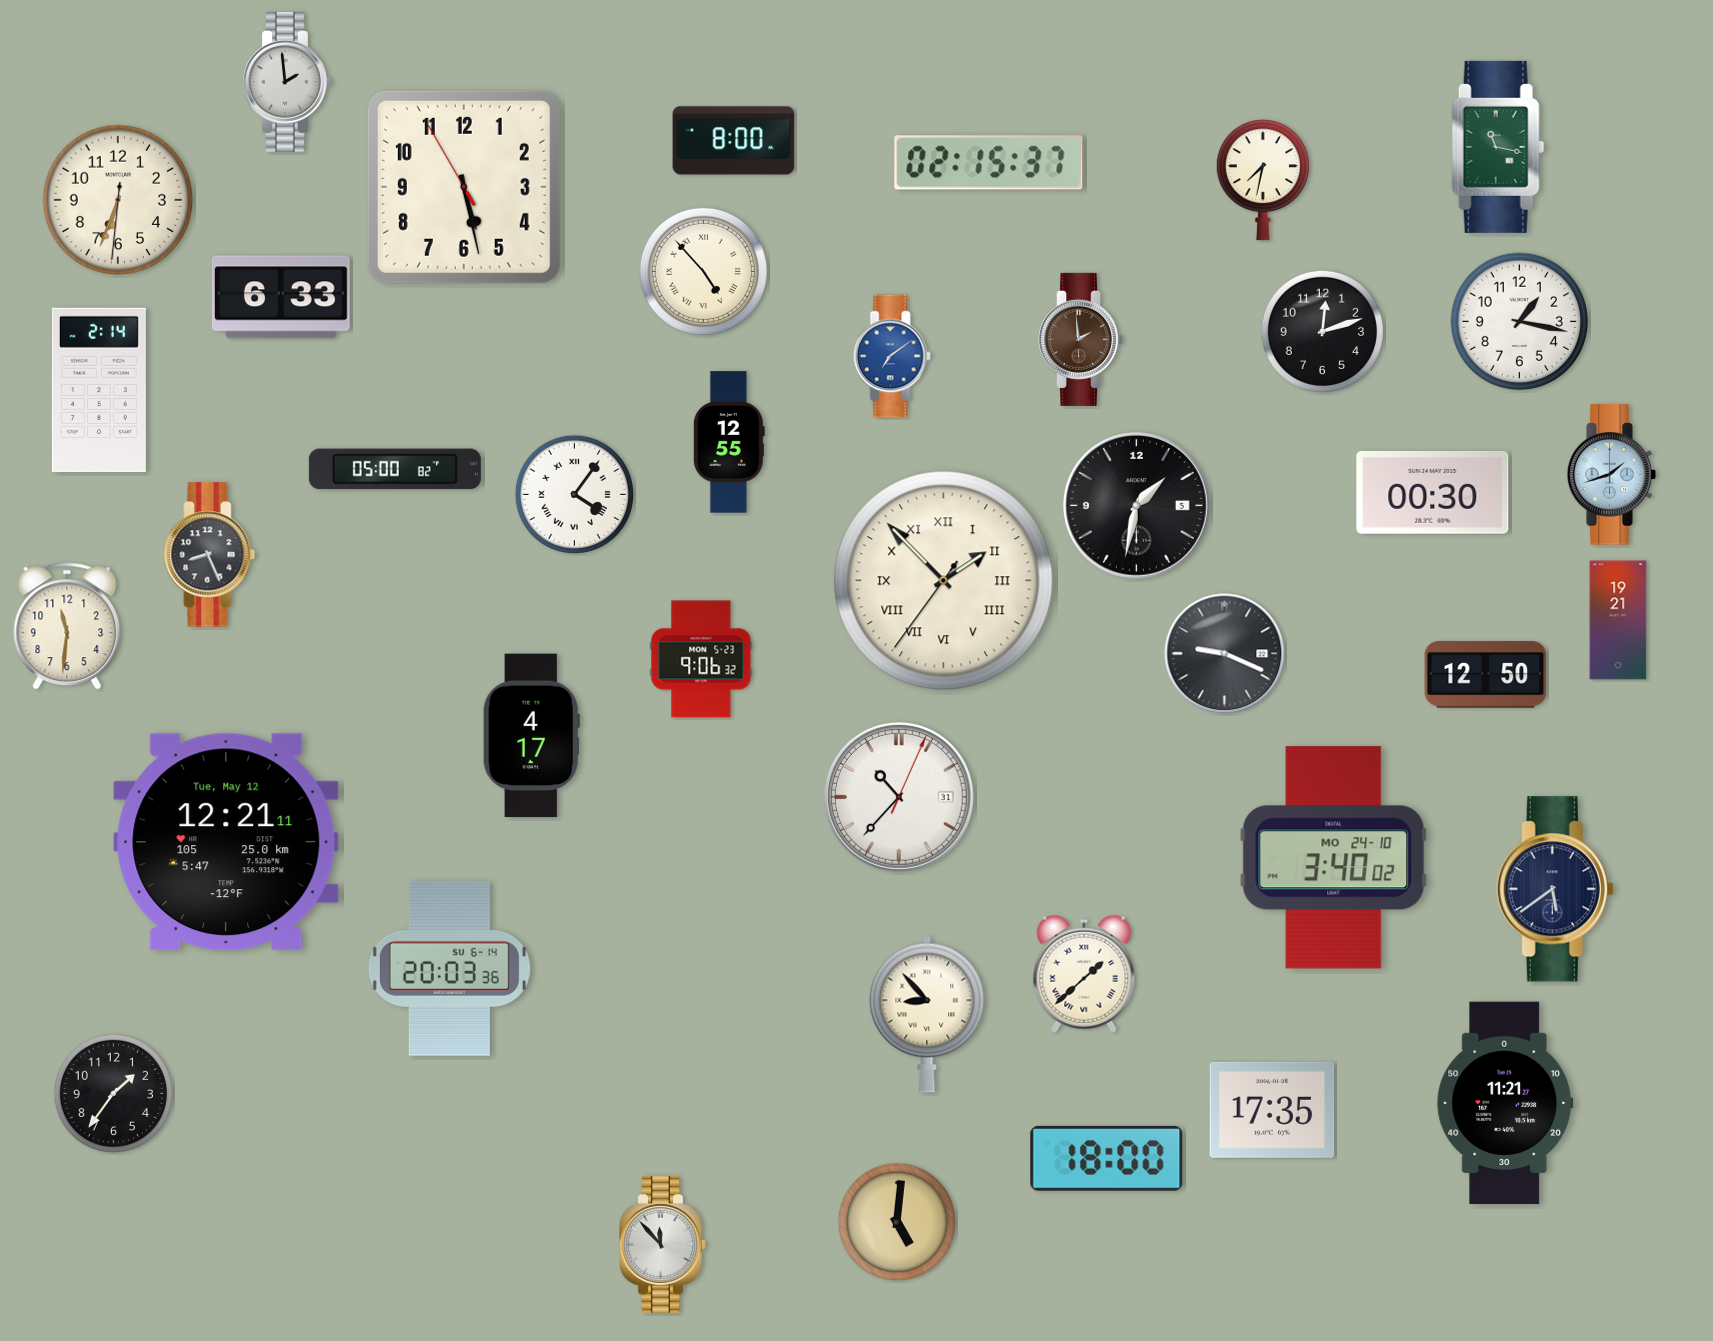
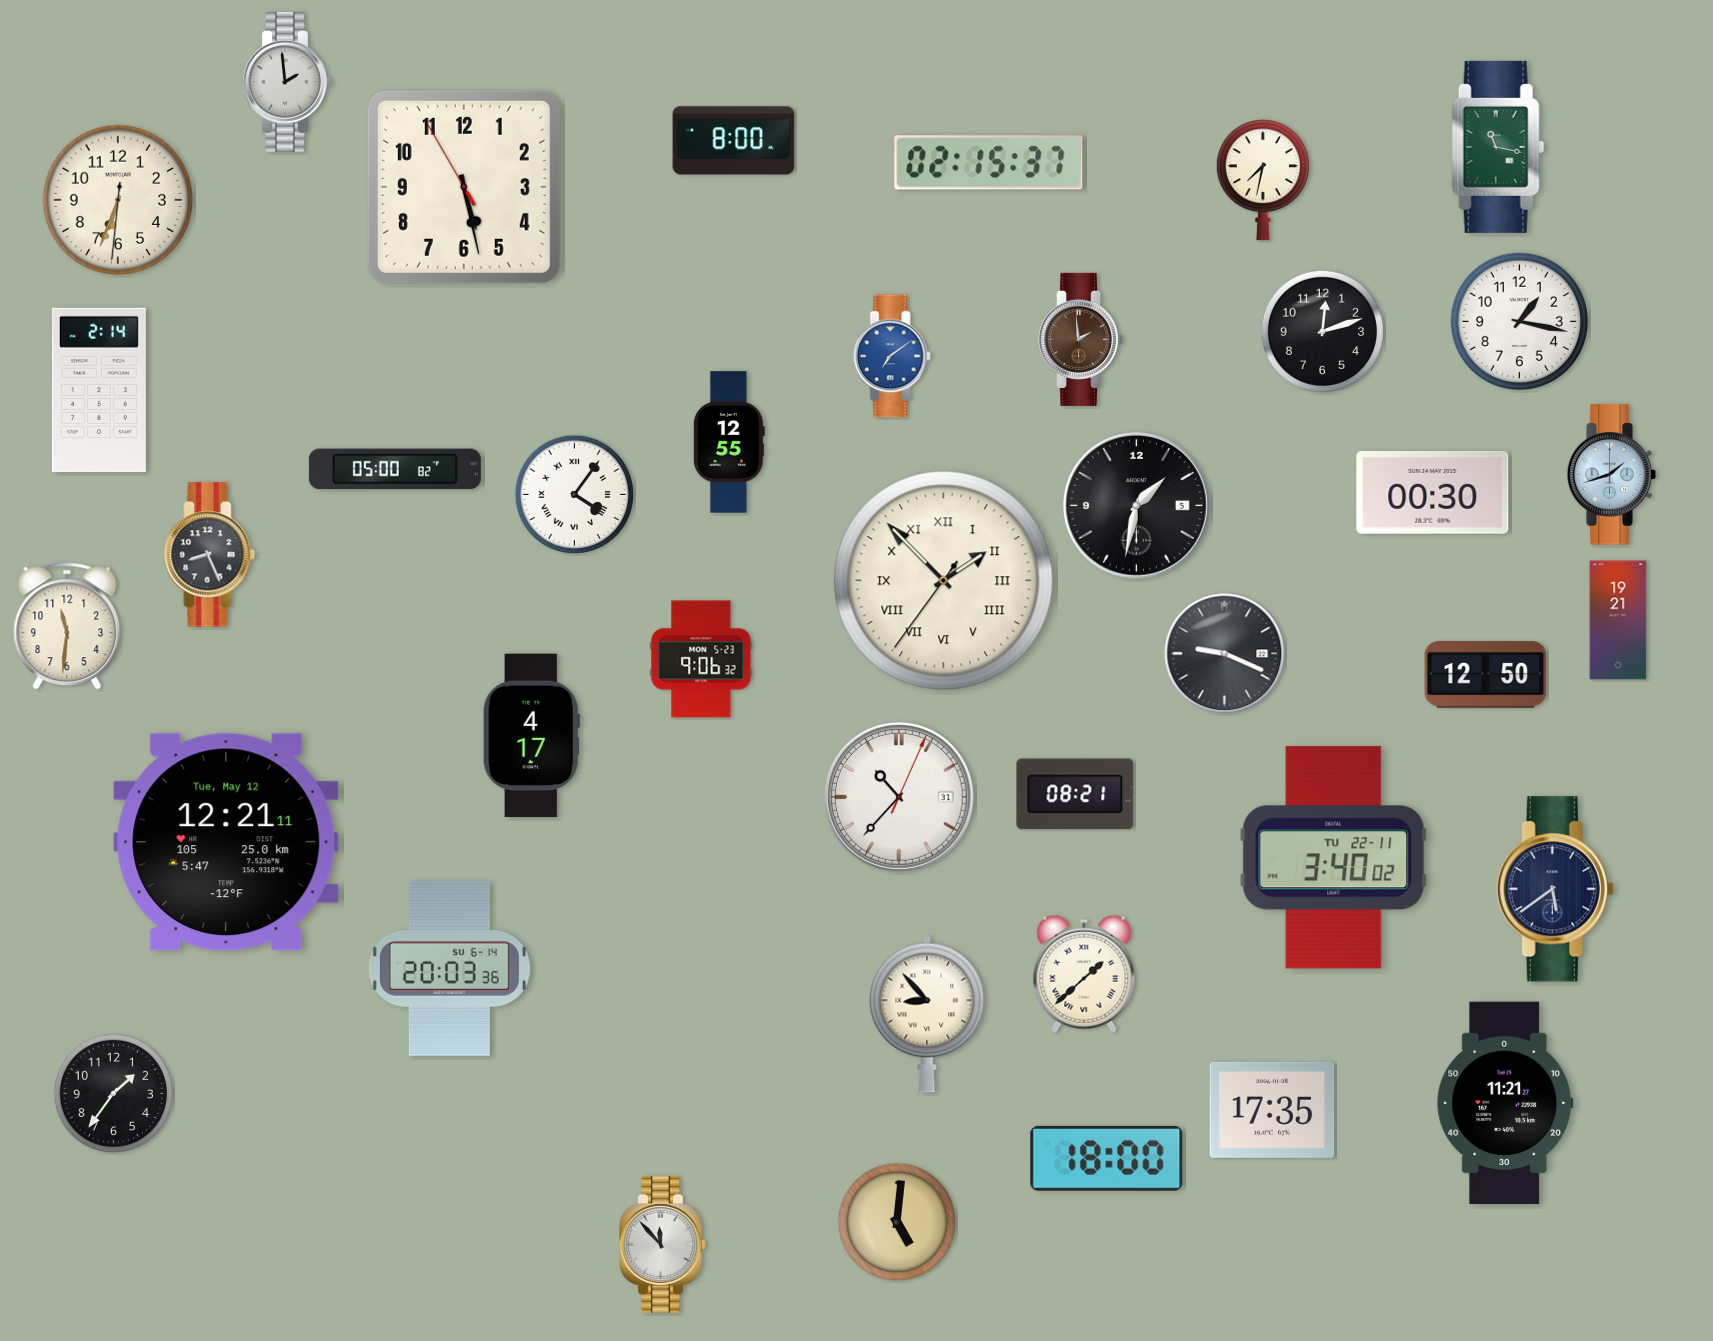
clock at (703, 271): 4:53 -> none
clock at (281, 297): 6:33 -> none
clock at (1075, 794): none -> 08:21
clock at (1334, 858) date: MO 24-10 -> TU 22-11
